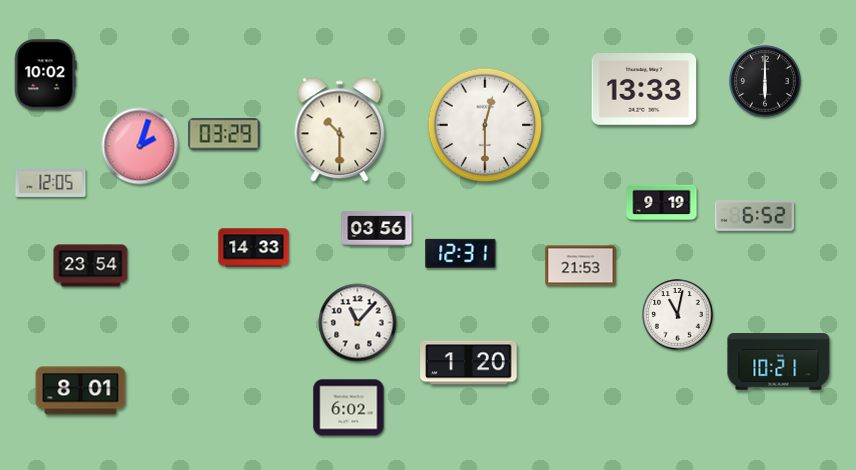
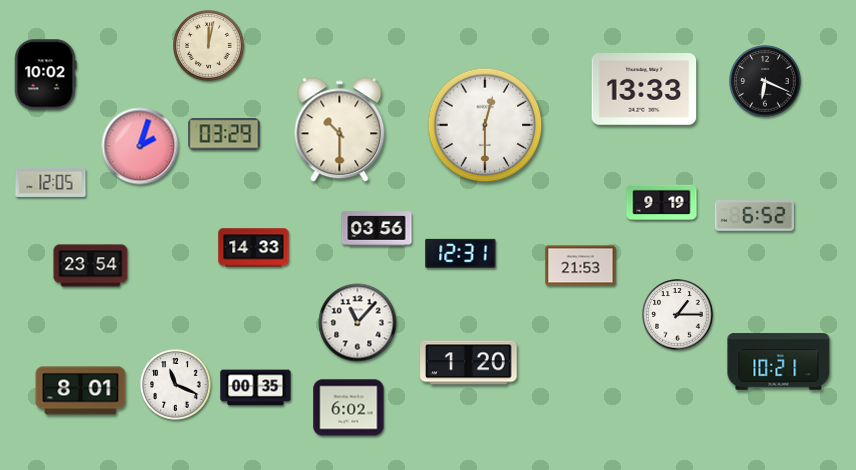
clock at (209, 46): none -> 12:02
clock at (765, 81): 6:00 -> 6:19
clock at (678, 315): 11:02 -> 1:15
clock at (176, 385): none -> 11:19
clock at (256, 388): none -> 00:35
